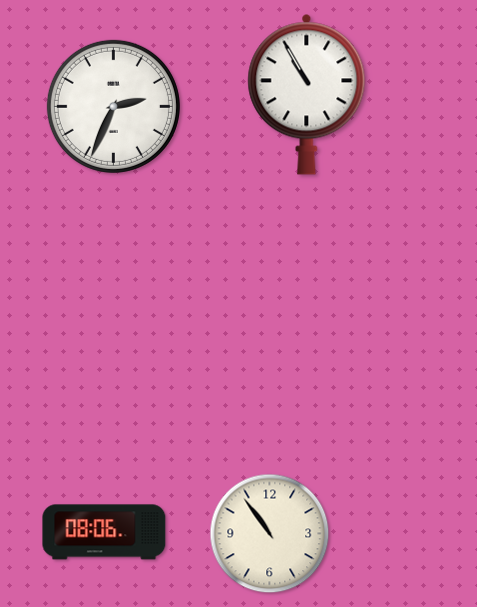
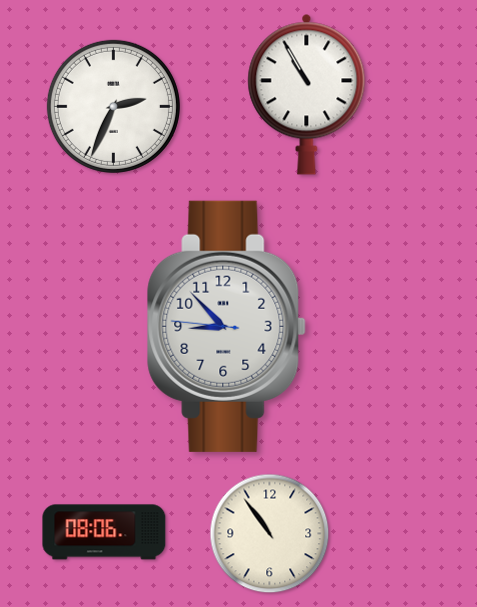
clock at (227, 326): none -> 8:52
